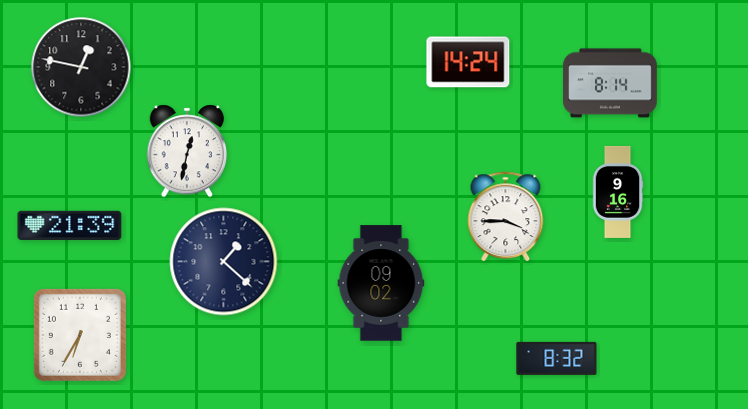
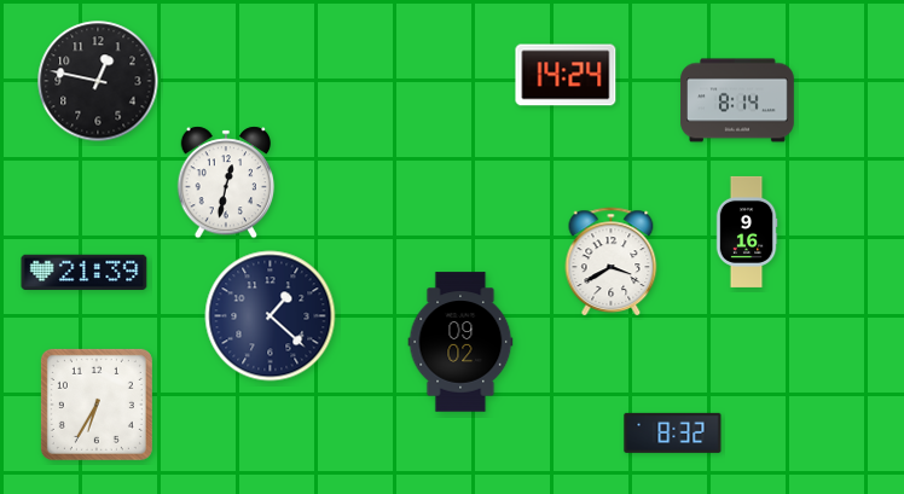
clock at (506, 217): 3:45 -> 3:40
